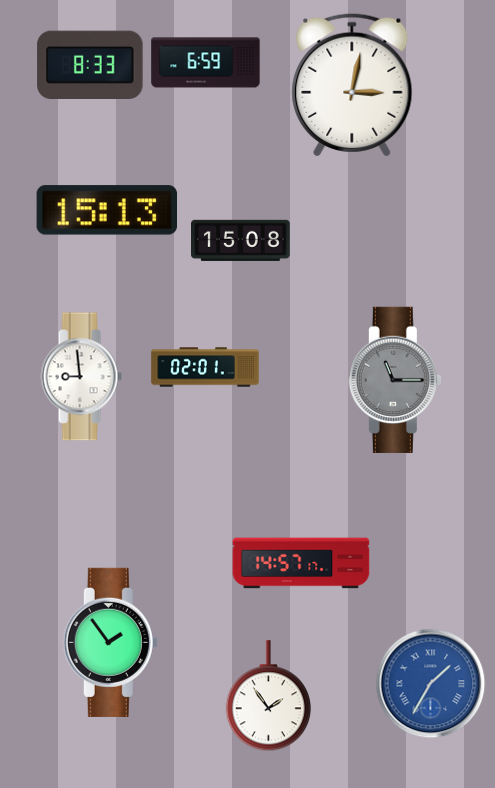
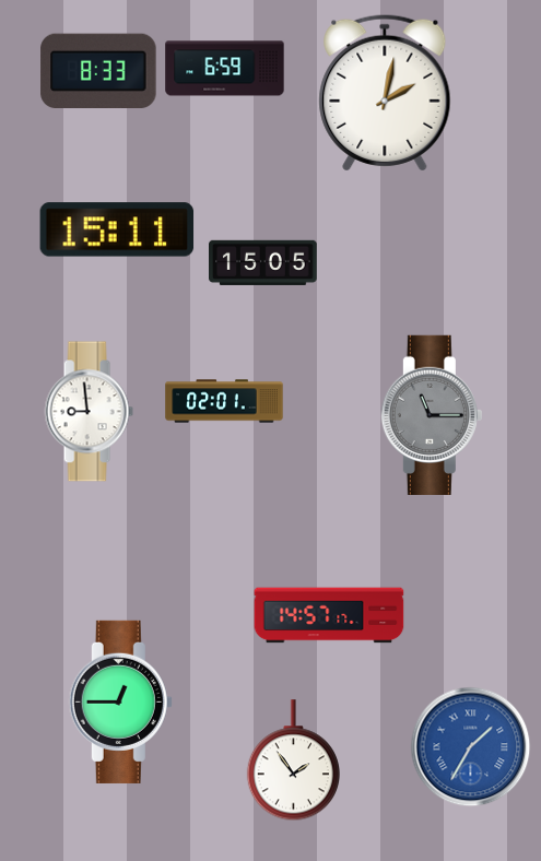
clock at (352, 85): 3:02 -> 2:02
clock at (107, 210): 15:13 -> 15:11
clock at (241, 240): 15:08 -> 15:05
clock at (110, 642): 1:54 -> 12:45
